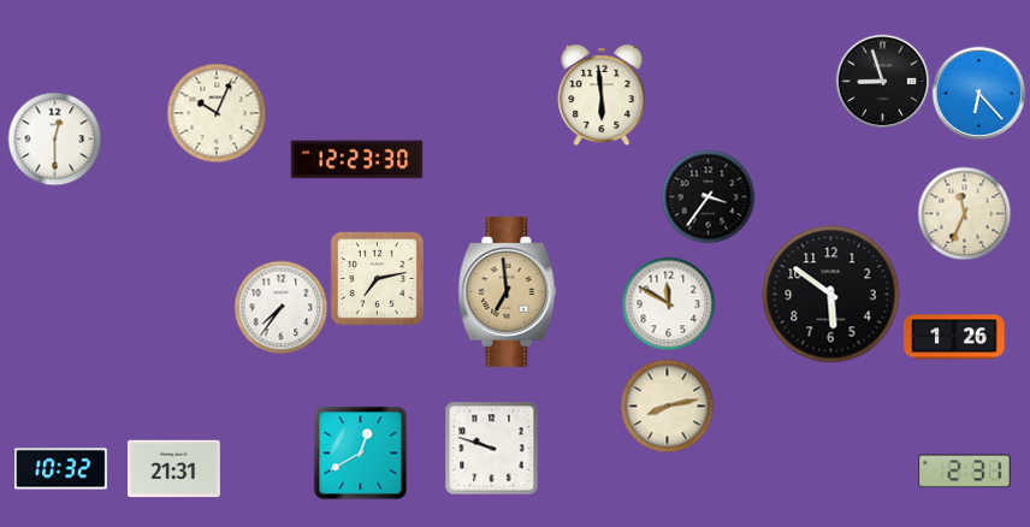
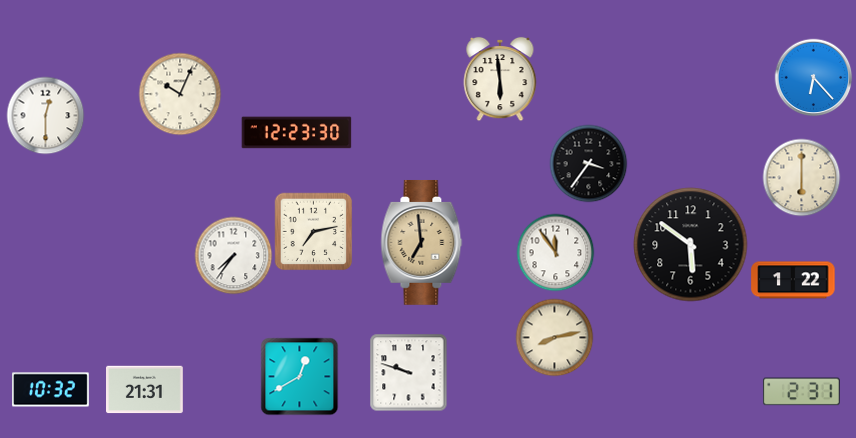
clock at (882, 81): 8:57 -> none
clock at (964, 213): 11:34 -> 6:00
clock at (668, 303): 11:50 -> 11:54
clock at (954, 337): 1:26 -> 1:22
